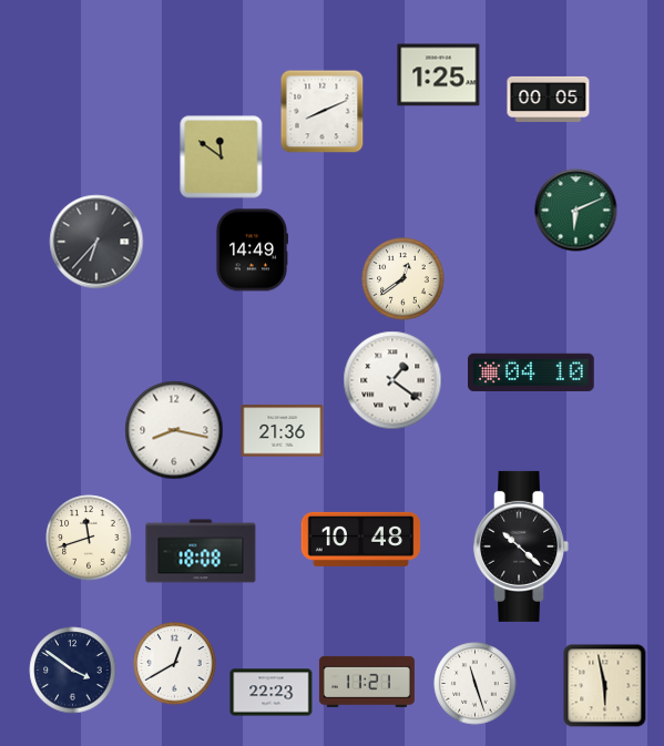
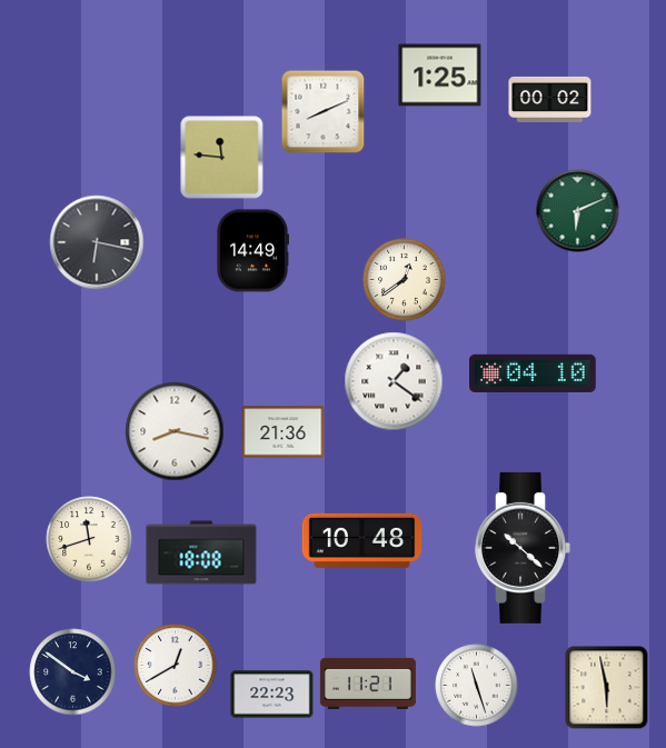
clock at (549, 99): 00:05 -> 00:02
clock at (222, 157): 11:51 -> 11:46
clock at (96, 242): 6:37 -> 6:17
